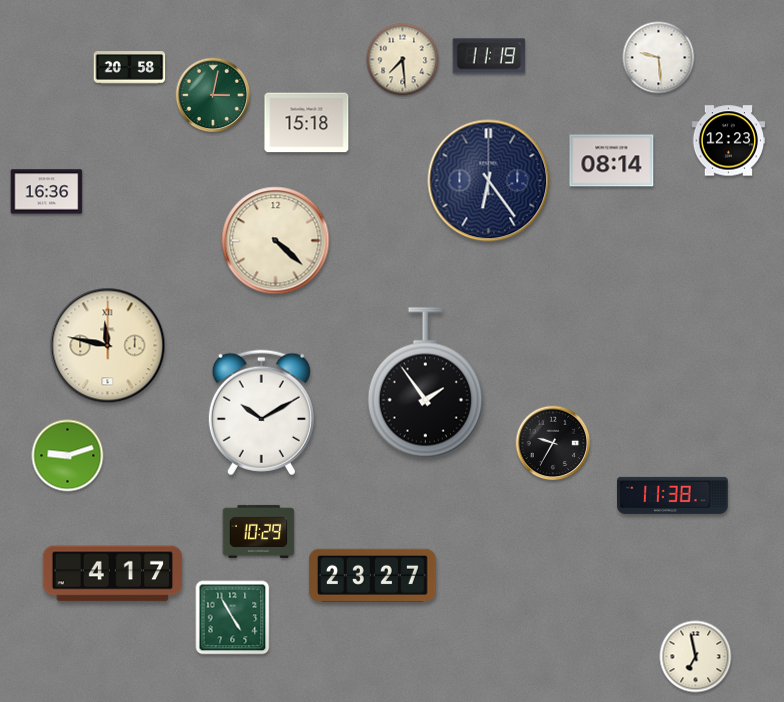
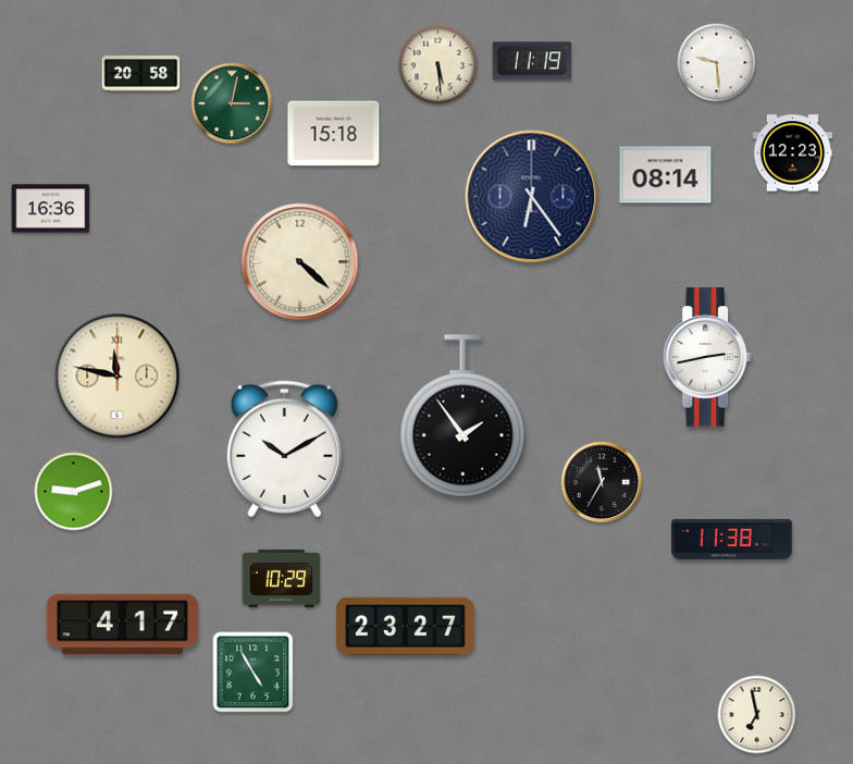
clock at (403, 60): 7:29 -> 5:29
clock at (707, 357): none -> 2:43
clock at (553, 443): 9:35 -> 11:35
clock at (68, 456) position: (68, 456) -> (74, 492)
